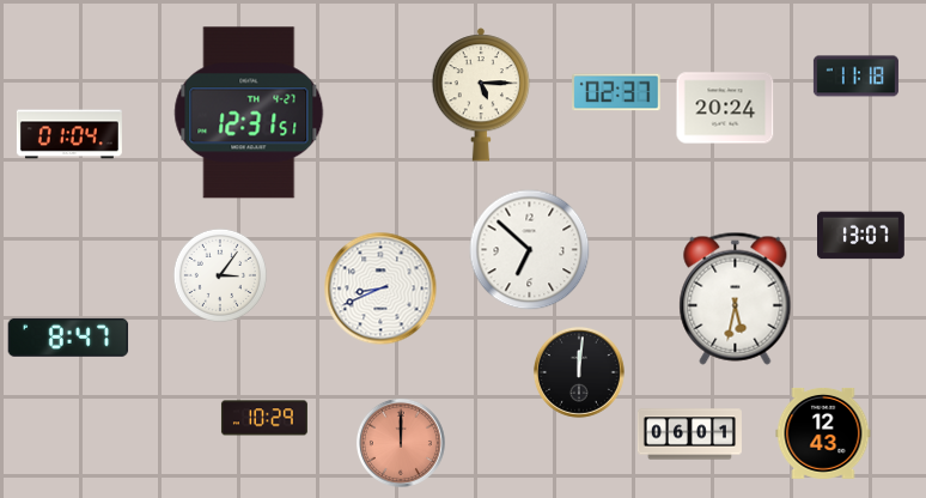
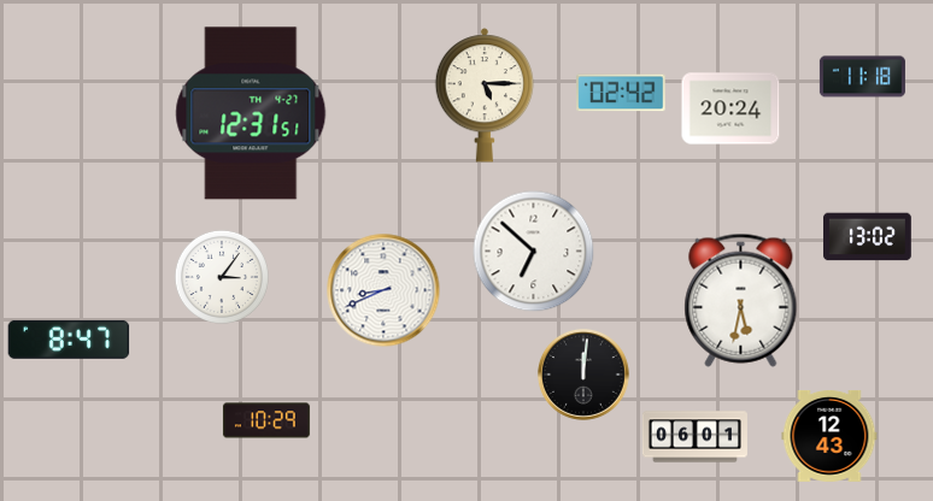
clock at (616, 92): 02:37 -> 02:42
clock at (69, 134): 01:04 -> none
clock at (861, 236): 13:07 -> 13:02
clock at (401, 443): 12:00 -> none
